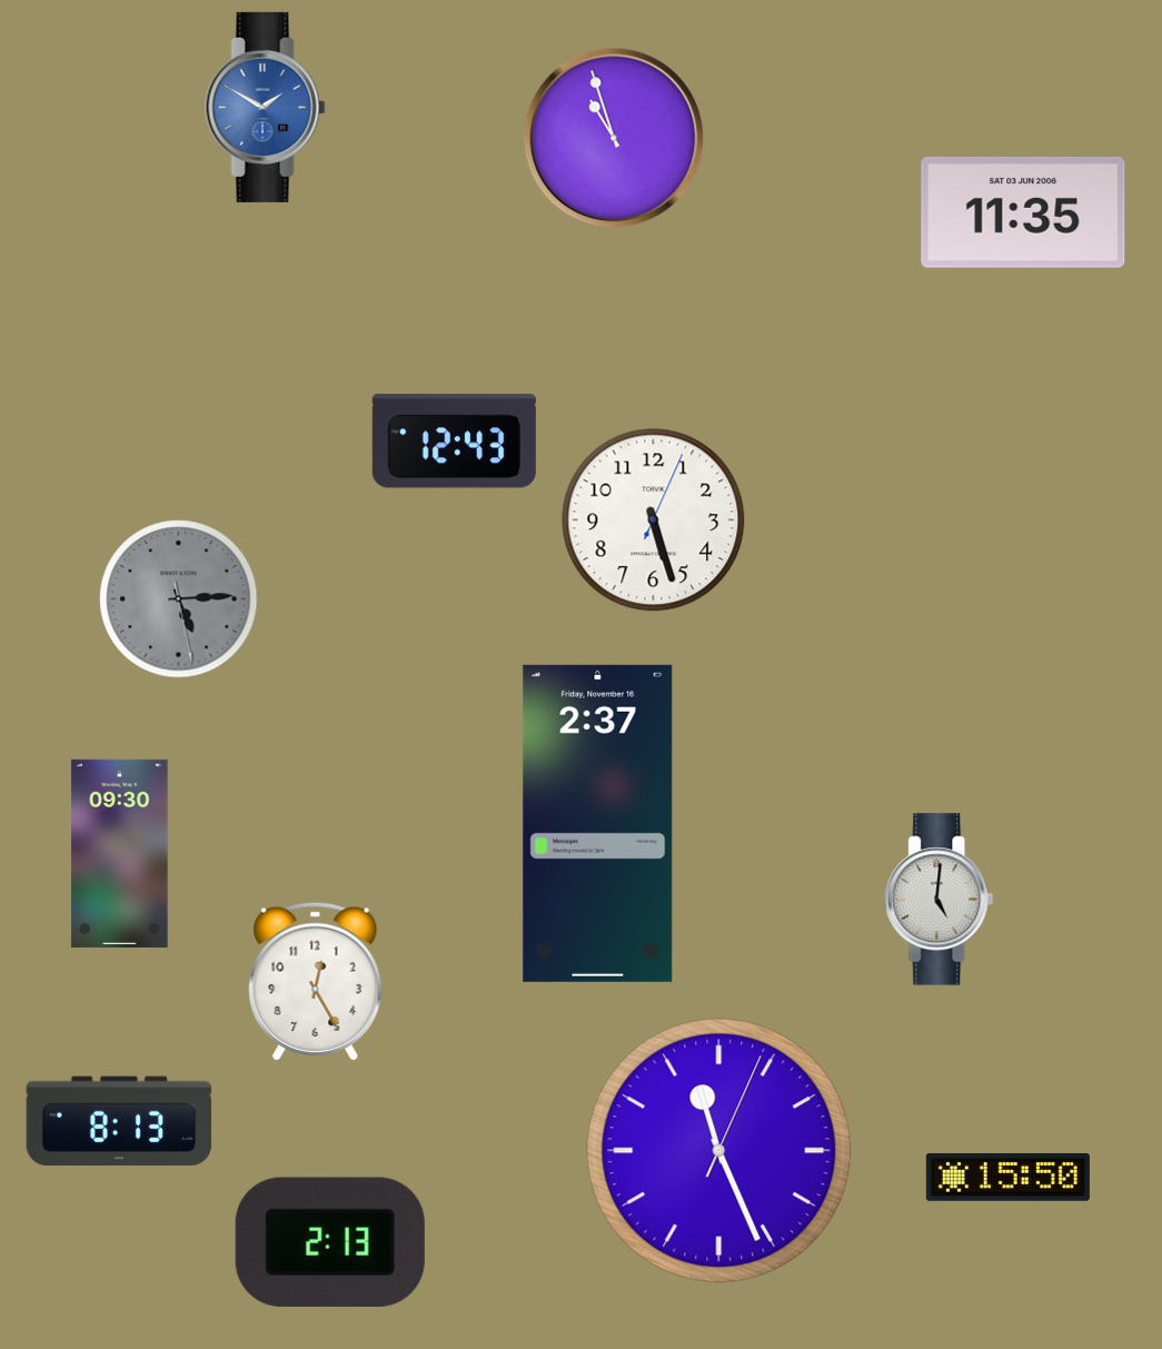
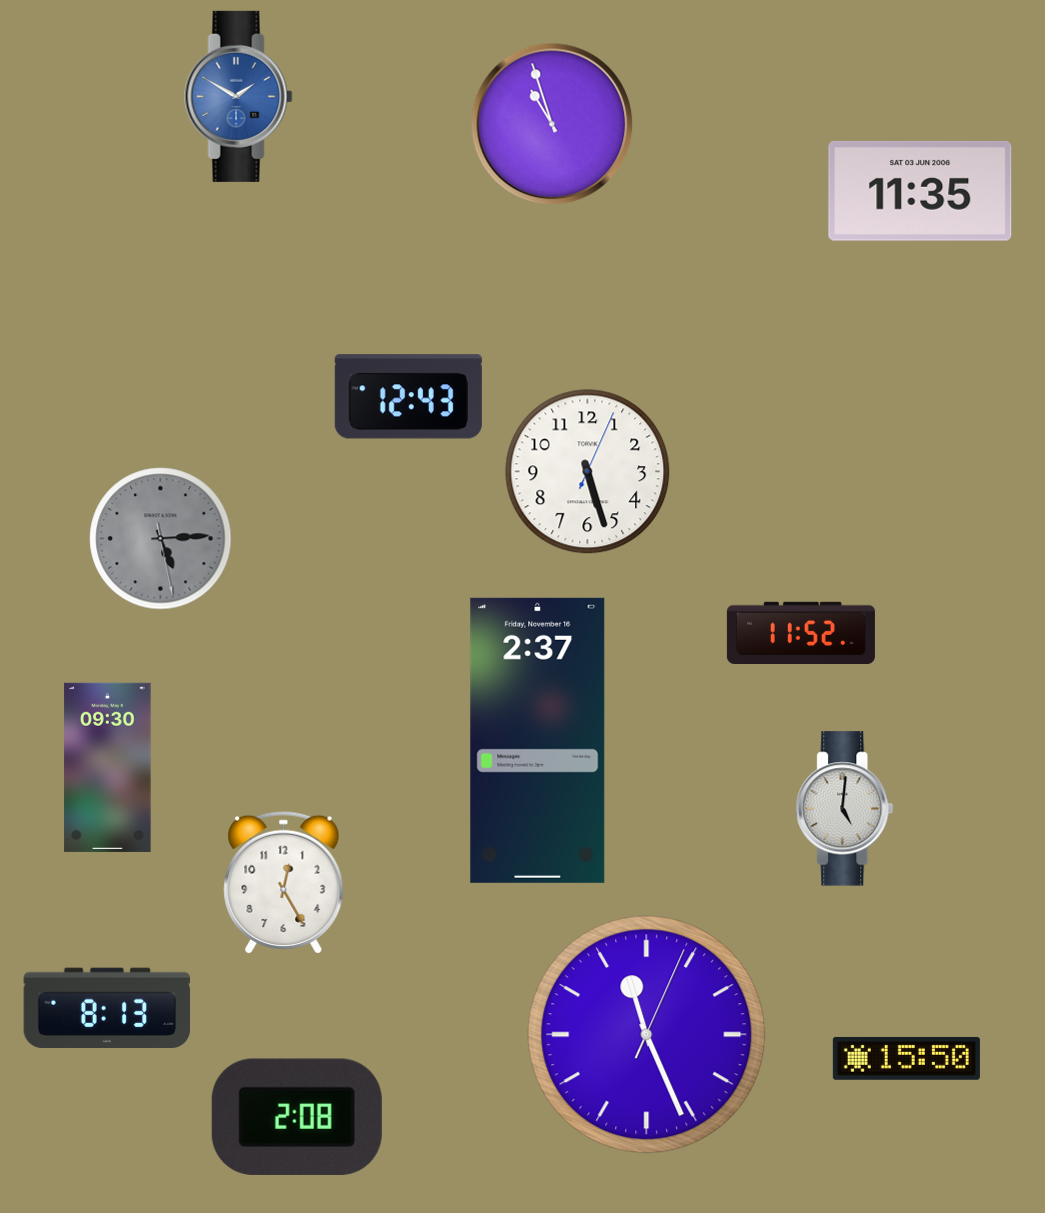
clock at (654, 520) position: (654, 520) -> (588, 472)
clock at (801, 632): none -> 11:52
clock at (330, 1242): 2:13 -> 2:08
